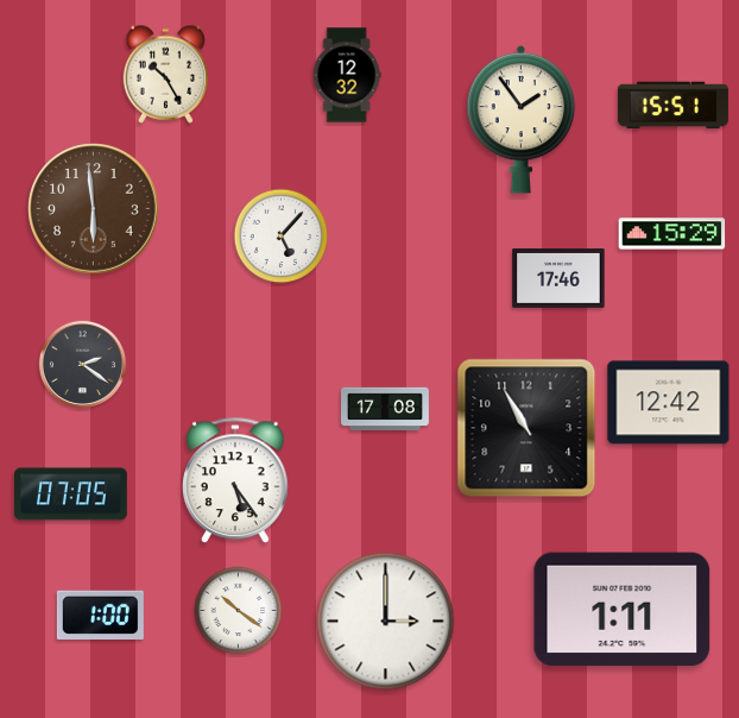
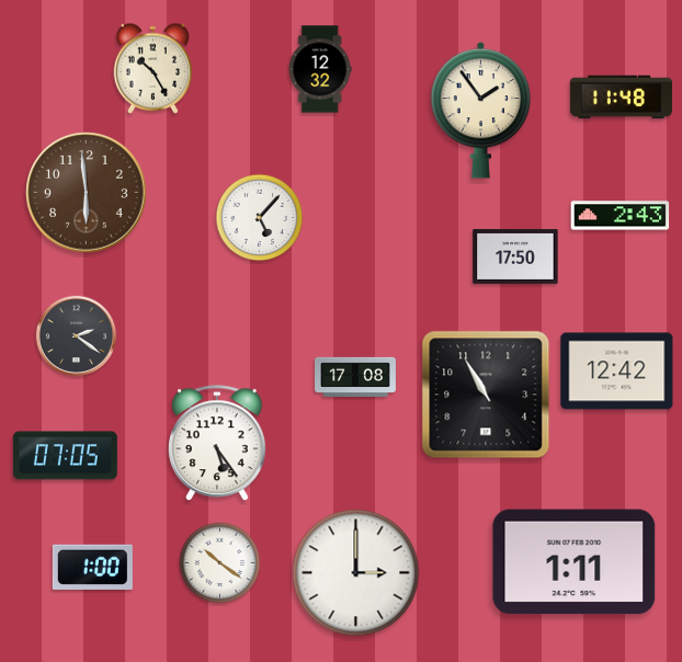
clock at (672, 106): 15:51 -> 11:48
clock at (672, 234): 15:29 -> 2:43
clock at (558, 278): 17:46 -> 17:50
